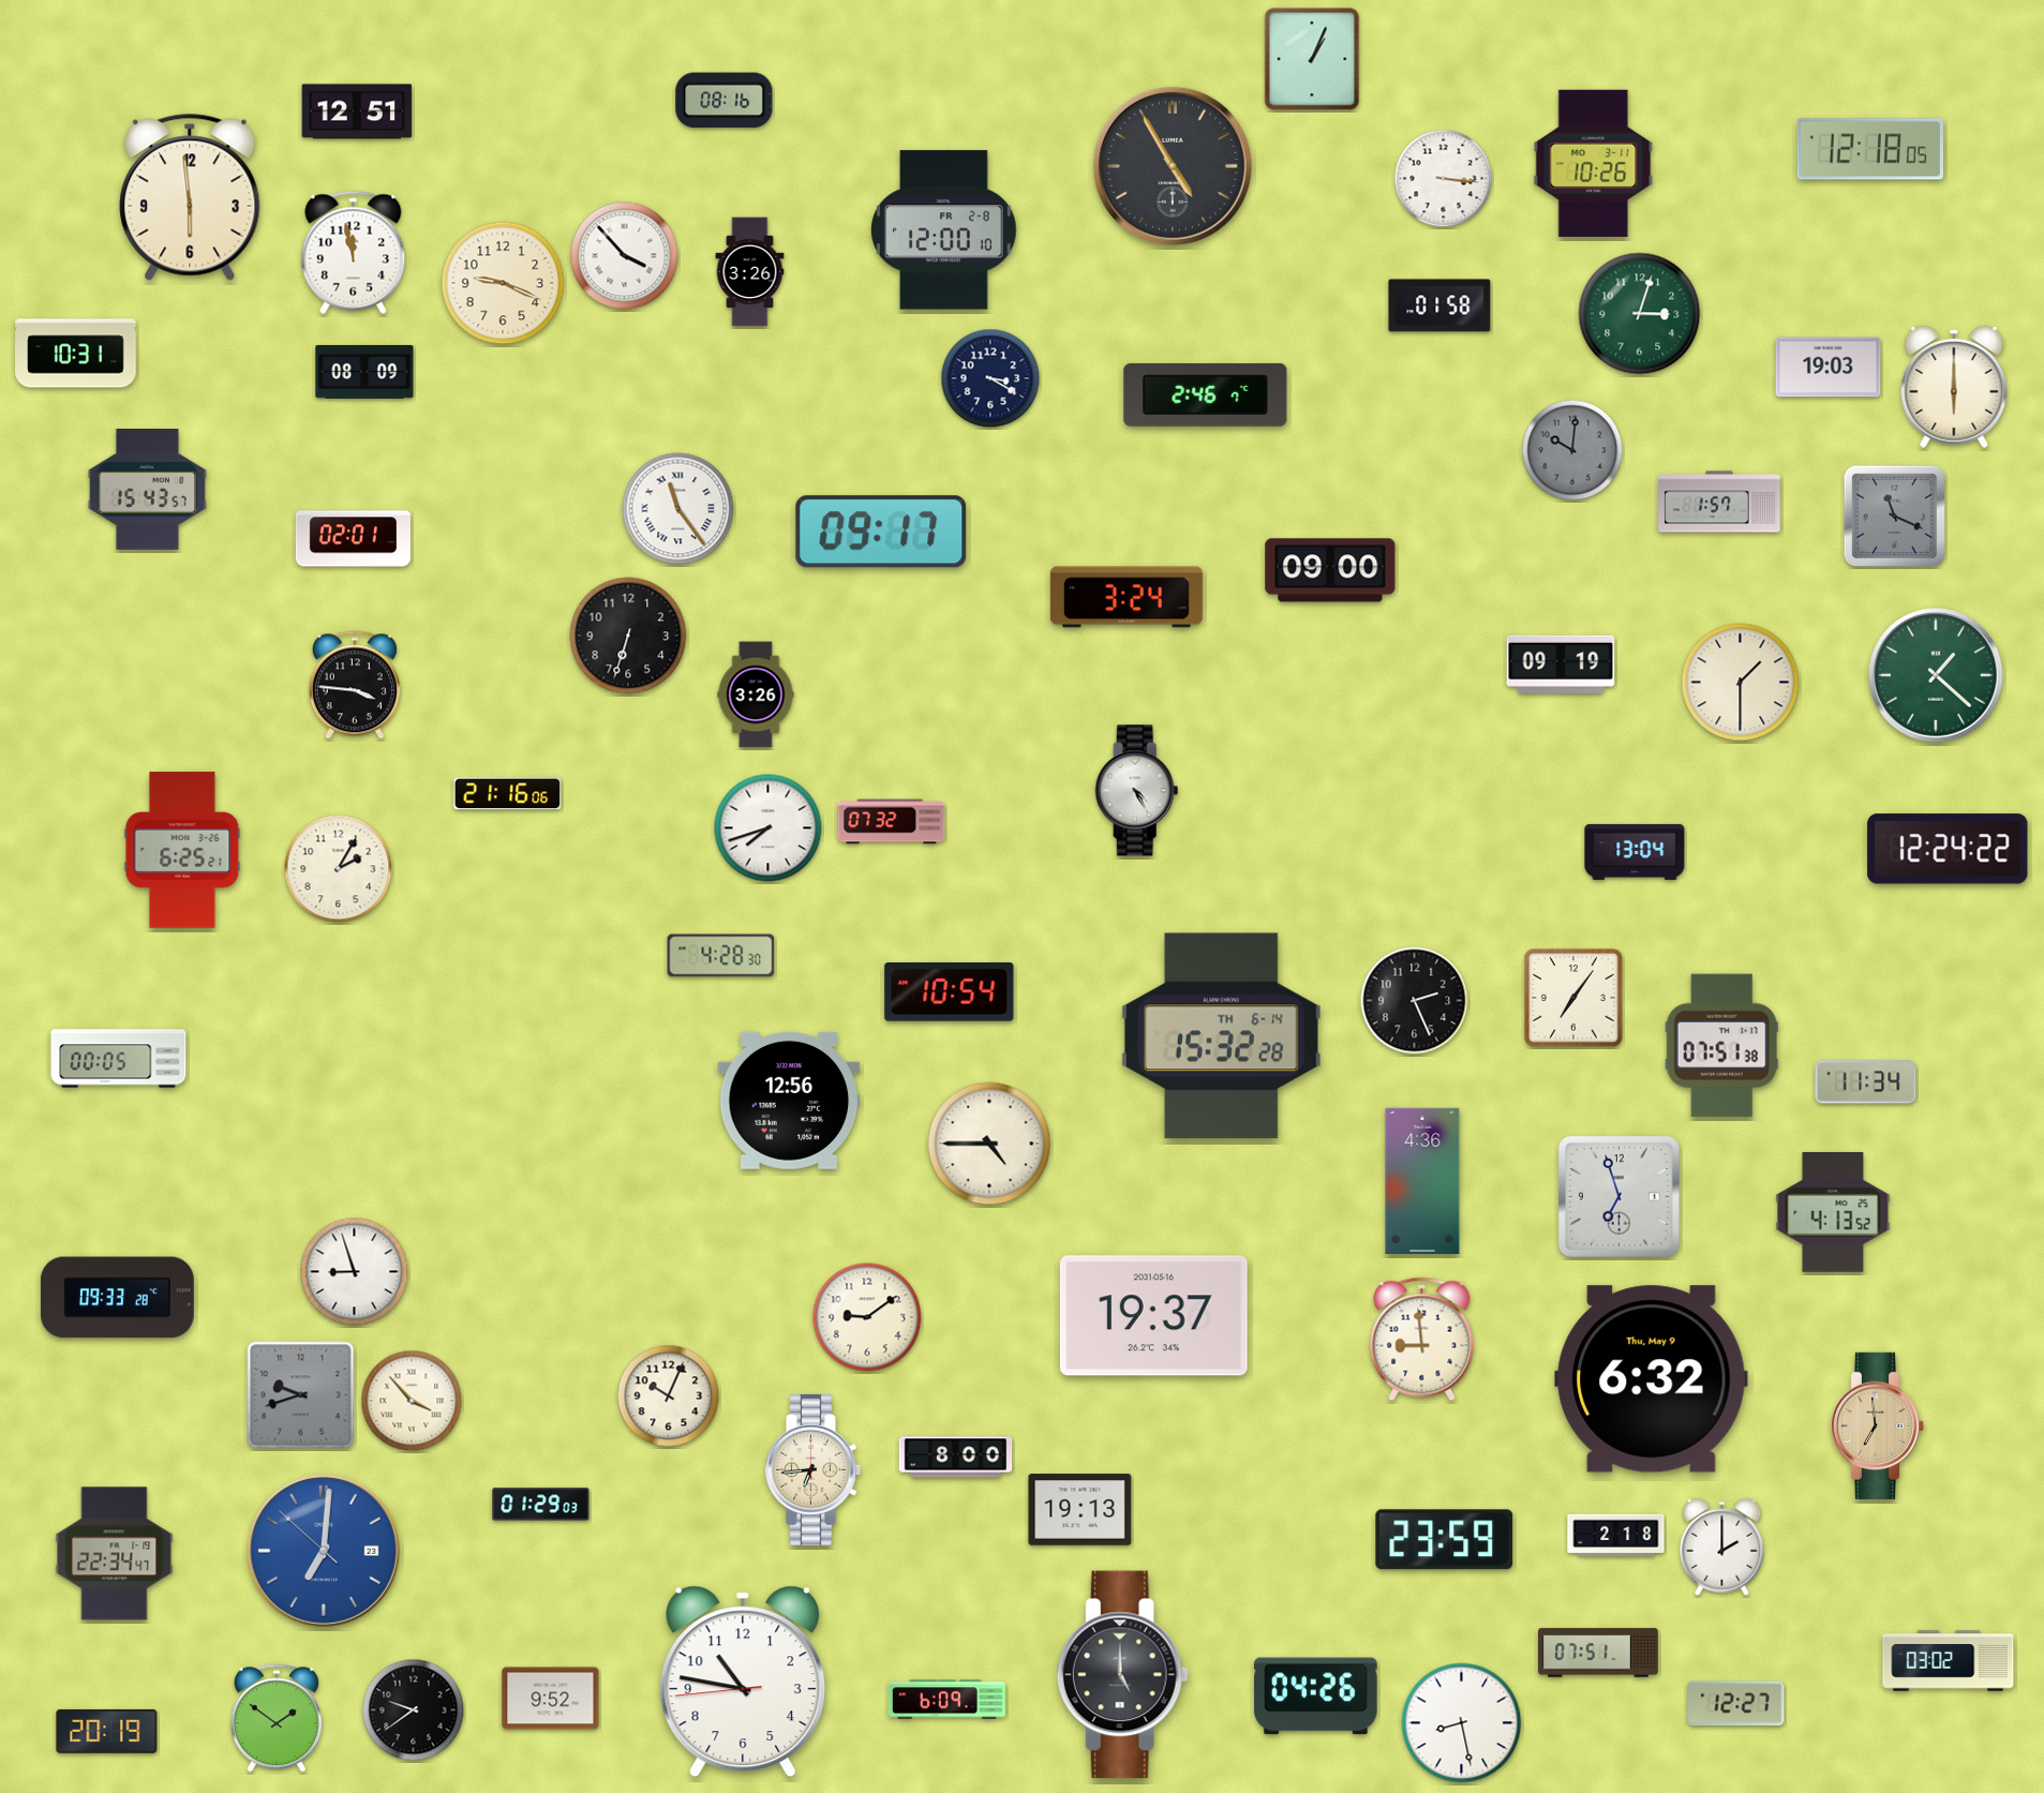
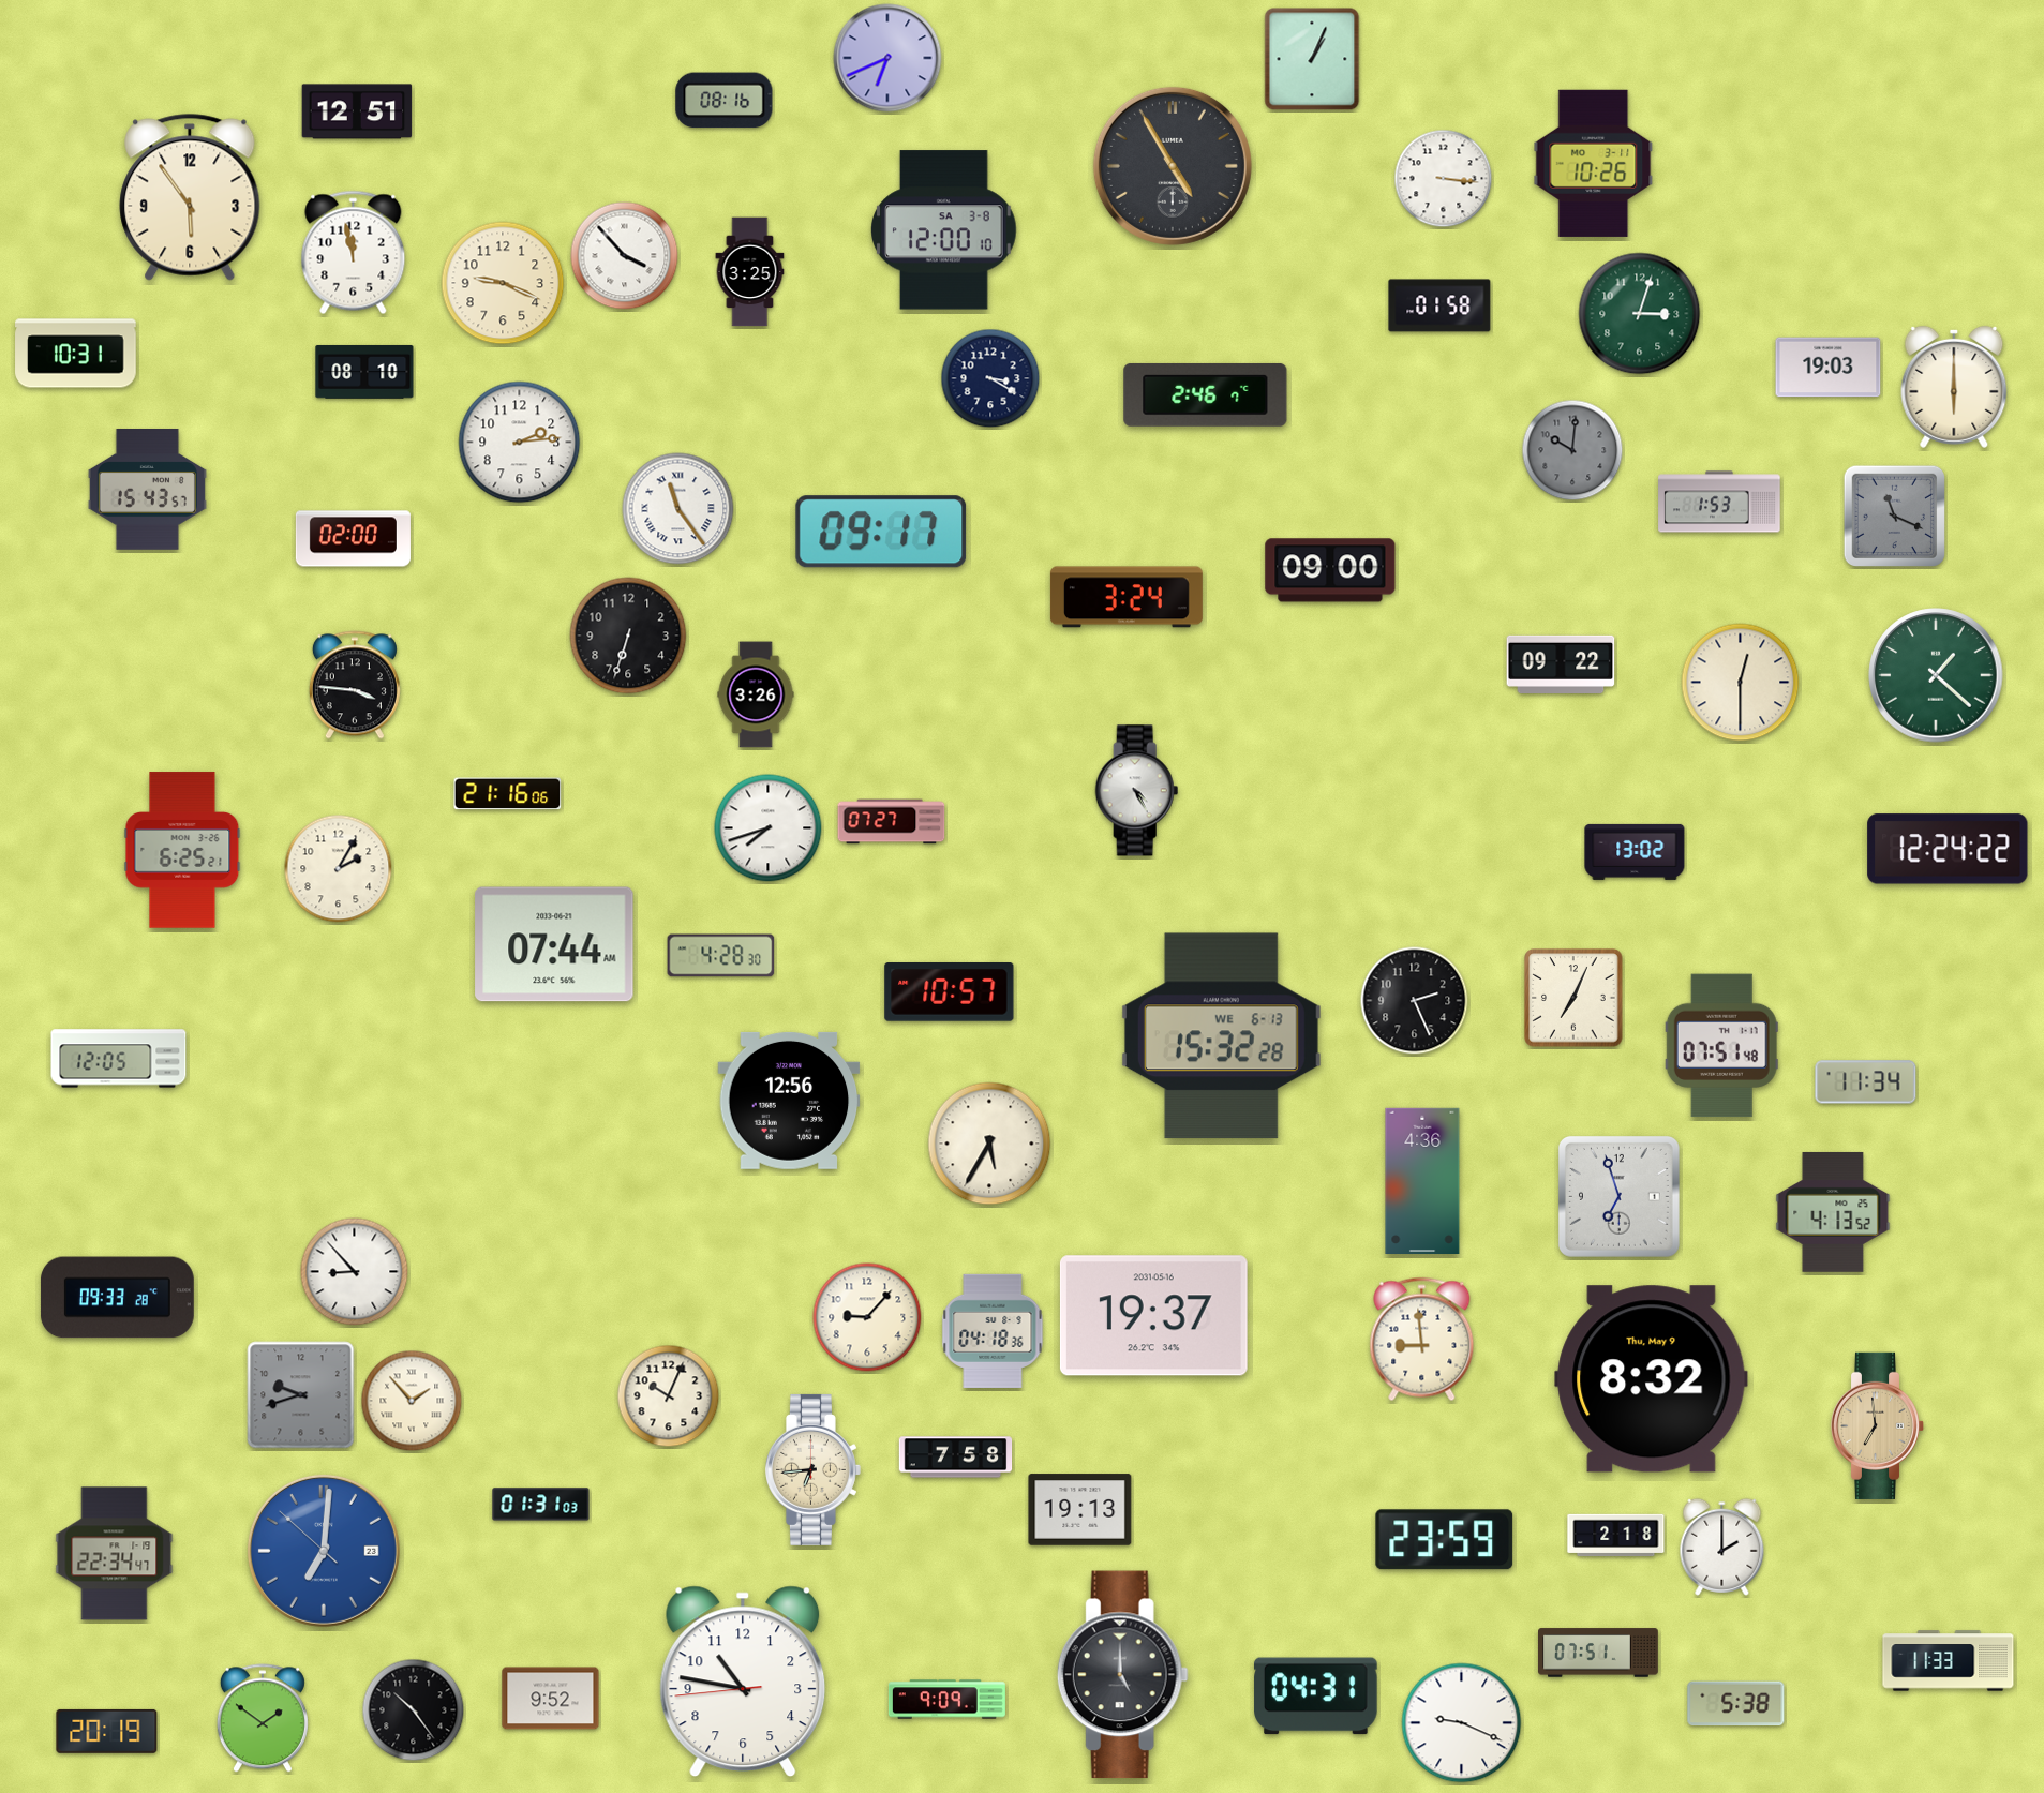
clock at (887, 58): none -> 6:41
clock at (1870, 149): 12:18 -> none
clock at (190, 197): 5:59 -> 5:54
clock at (944, 230) date: FR 2-8 -> SA 3-8
clock at (750, 272): 3:26 -> 3:25
clock at (364, 372): 08:09 -> 08:10
clock at (520, 443): none -> 2:14
clock at (1719, 502): 1:57 -> 1:53
clock at (353, 539): 02:01 -> 02:00
clock at (1561, 663): 09:19 -> 09:22
clock at (1741, 683): 1:30 -> 12:30
clock at (892, 822): 07:32 -> 07:27
clock at (1635, 852): 13:04 -> 13:02
clock at (554, 944): none -> 07:44
clock at (950, 992): 10:54 -> 10:57
clock at (1573, 998): 7:06 -> 7:04
clock at (1221, 1036) date: TH 6-14 -> WE 6-13
clock at (1721, 1046): 07:51:38 -> 07:51:48
clock at (119, 1059): 00:05 -> 12:05
clock at (989, 1144): 4:45 -> 5:35
clock at (355, 1272): 8:57 -> 8:53
clock at (867, 1317): 9:09 -> 9:07
clock at (993, 1331): none -> 04:18
clock at (1652, 1379): 6:32 -> 8:32
clock at (412, 1401): 3:53 -> 1:53
clock at (956, 1458): 8:00 -> 7:58
clock at (541, 1505): 01:29 -> 01:31
clock at (1949, 1661): 03:02 -> 11:33
clock at (1316, 1697): 04:26 -> 04:31
clock at (946, 1700): 6:09 -> 9:09
clock at (1736, 1704): 12:27 -> 5:38
clock at (414, 1710): 9:39 -> 10:24
clock at (277, 1718) position: (277, 1718) -> (263, 1718)
clock at (1462, 1723): 8:28 -> 9:19
